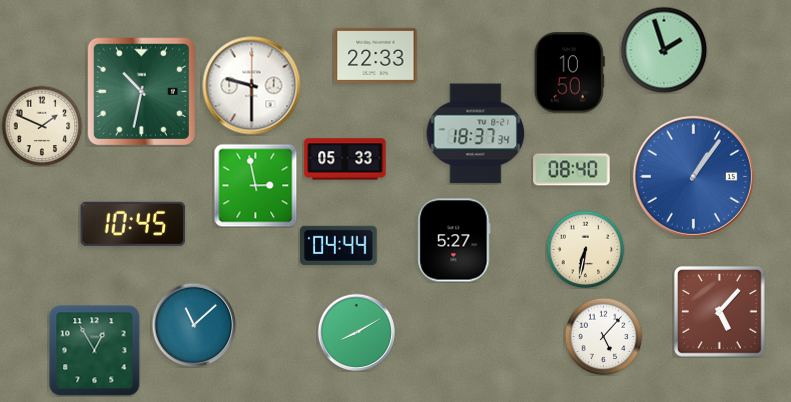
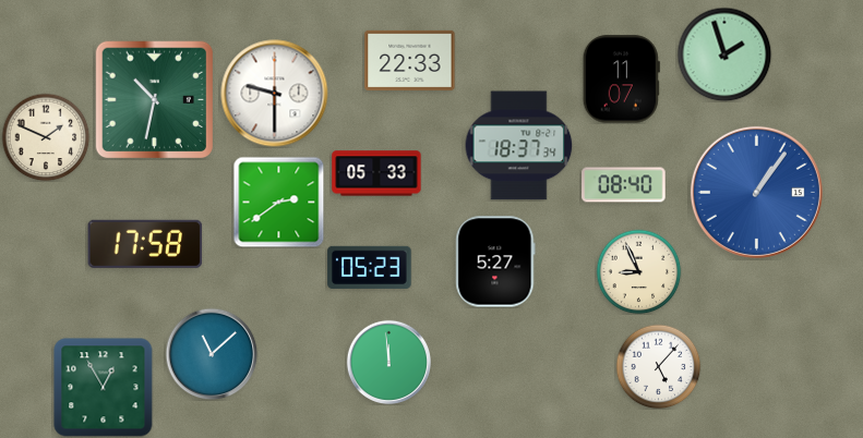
clock at (569, 73): 10:50 -> 11:07
clock at (255, 185): 2:58 -> 2:39
clock at (133, 224): 10:45 -> 17:58
clock at (339, 245): 04:44 -> 05:23
clock at (585, 249): 6:32 -> 8:56
clock at (720, 312): 5:07 -> none
clock at (356, 332): 8:10 -> 11:59
clock at (95, 351) position: (95, 351) -> (104, 388)
